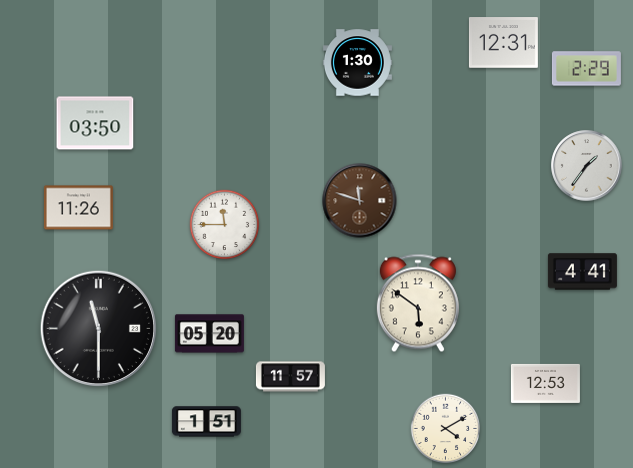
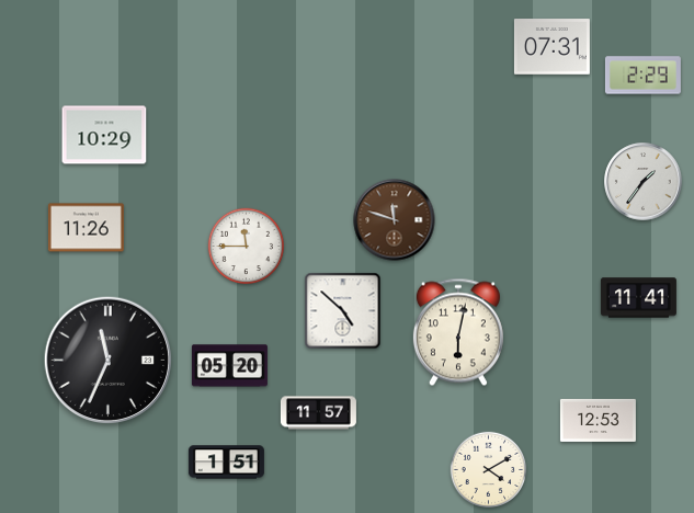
clock at (503, 43): 12:31 -> 07:31
clock at (357, 63): 1:30 -> none
clock at (95, 123): 03:50 -> 10:29
clock at (582, 272): 4:41 -> 11:41
clock at (343, 311): none -> 4:52
clock at (418, 303): 5:51 -> 6:02
clock at (98, 328): 11:30 -> 11:34
